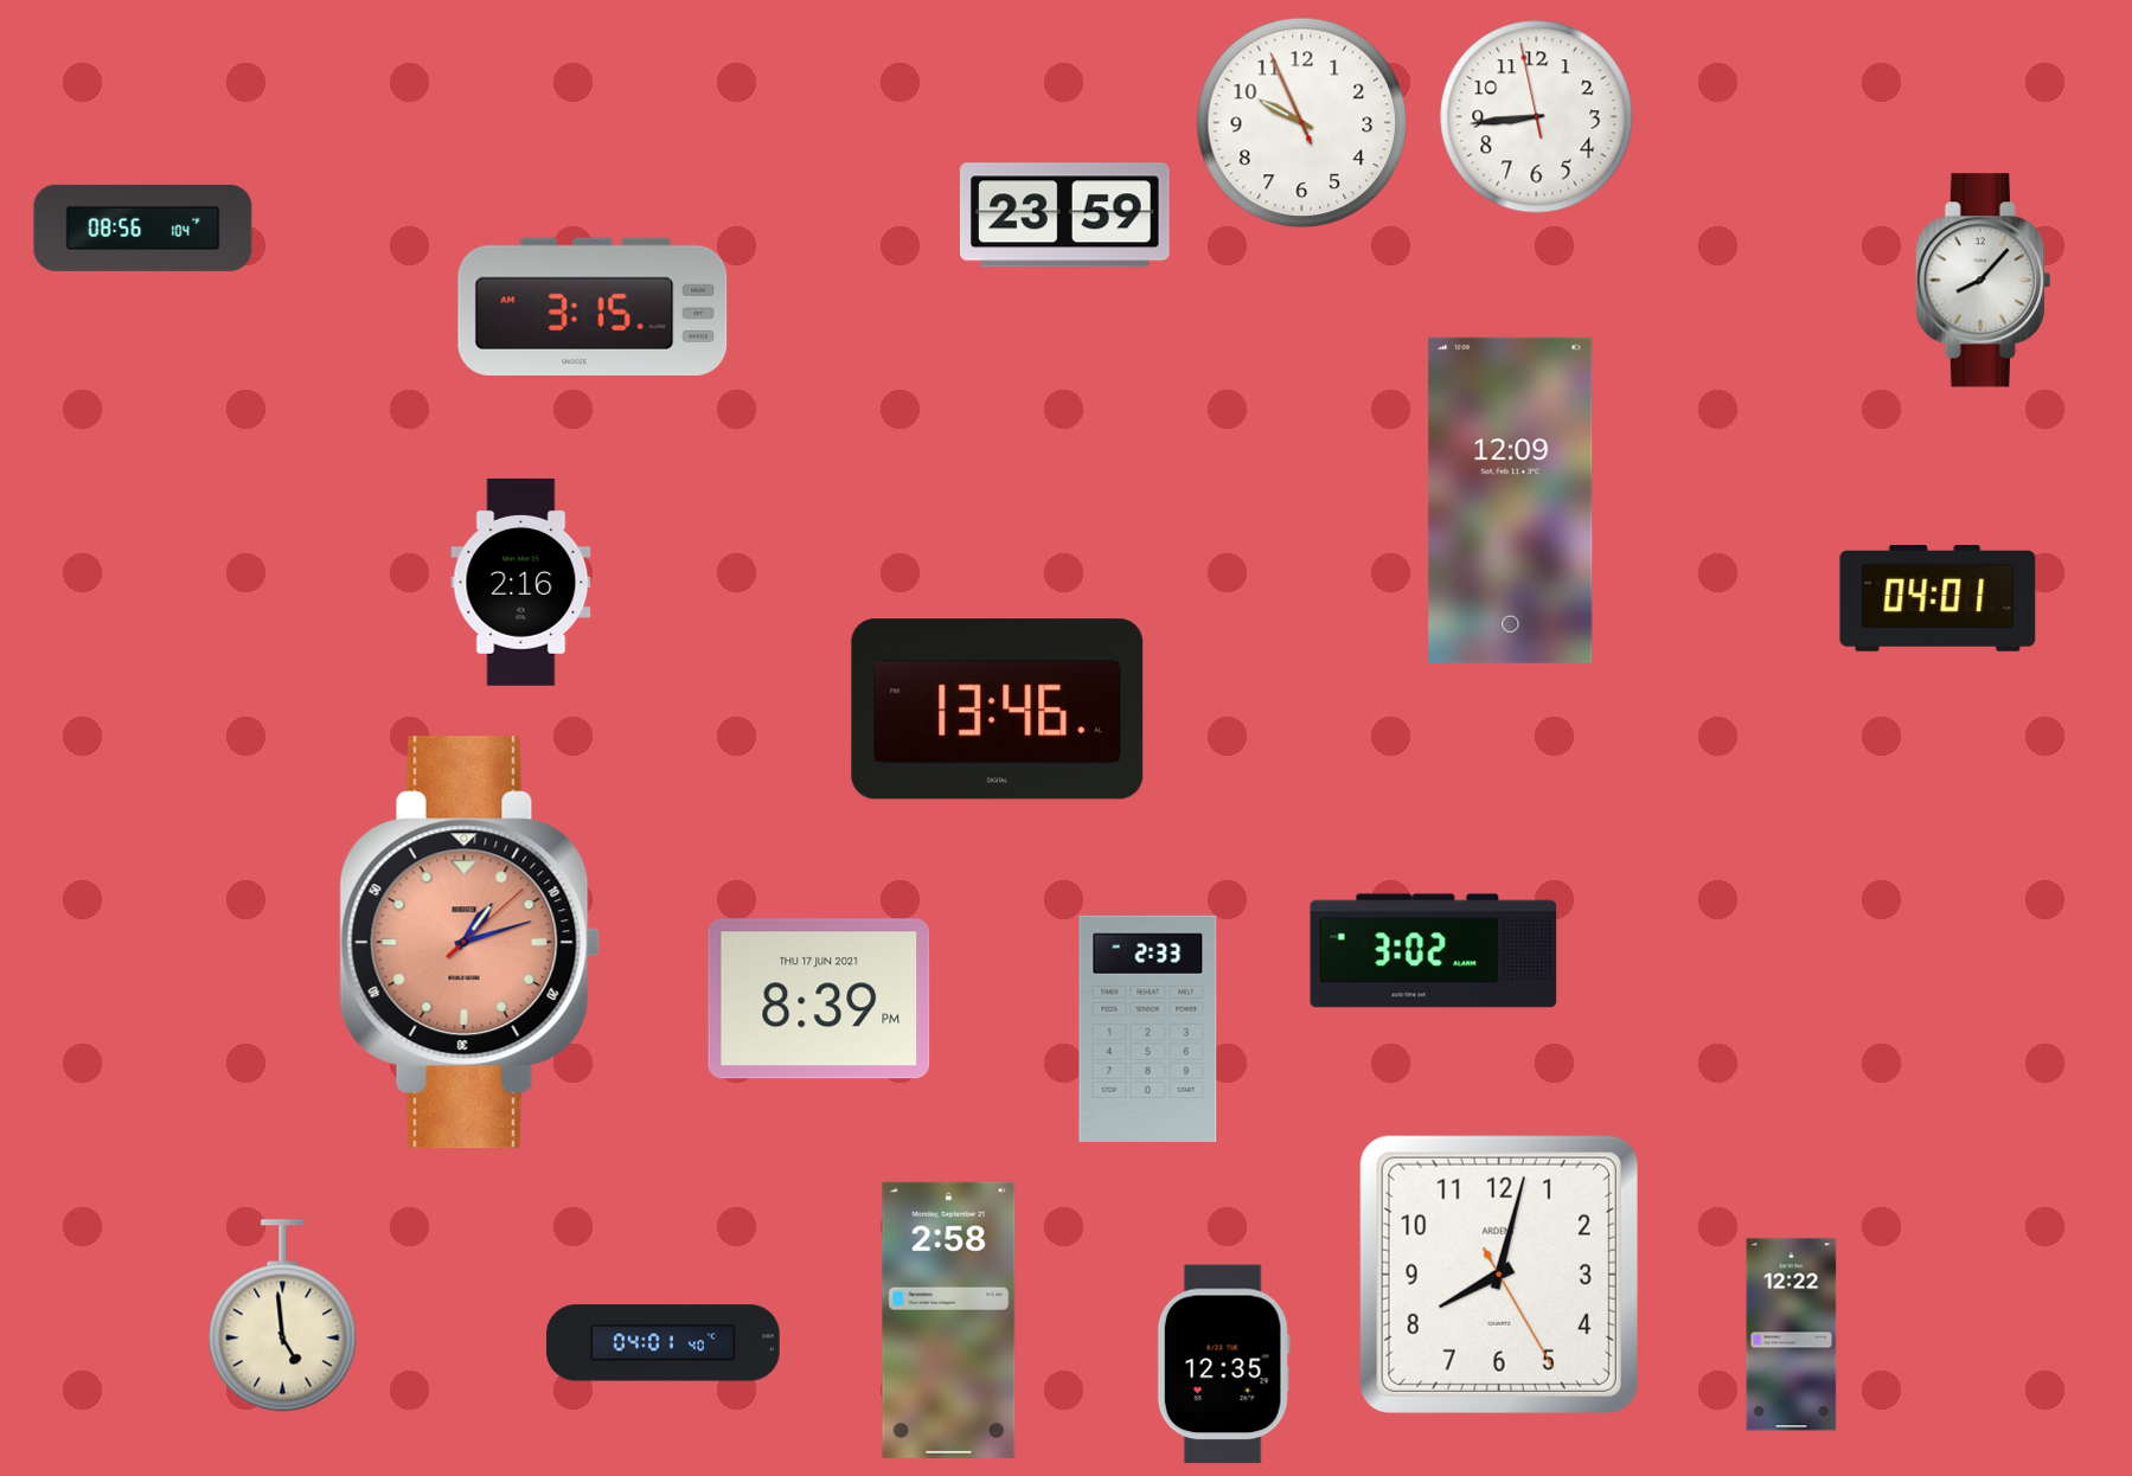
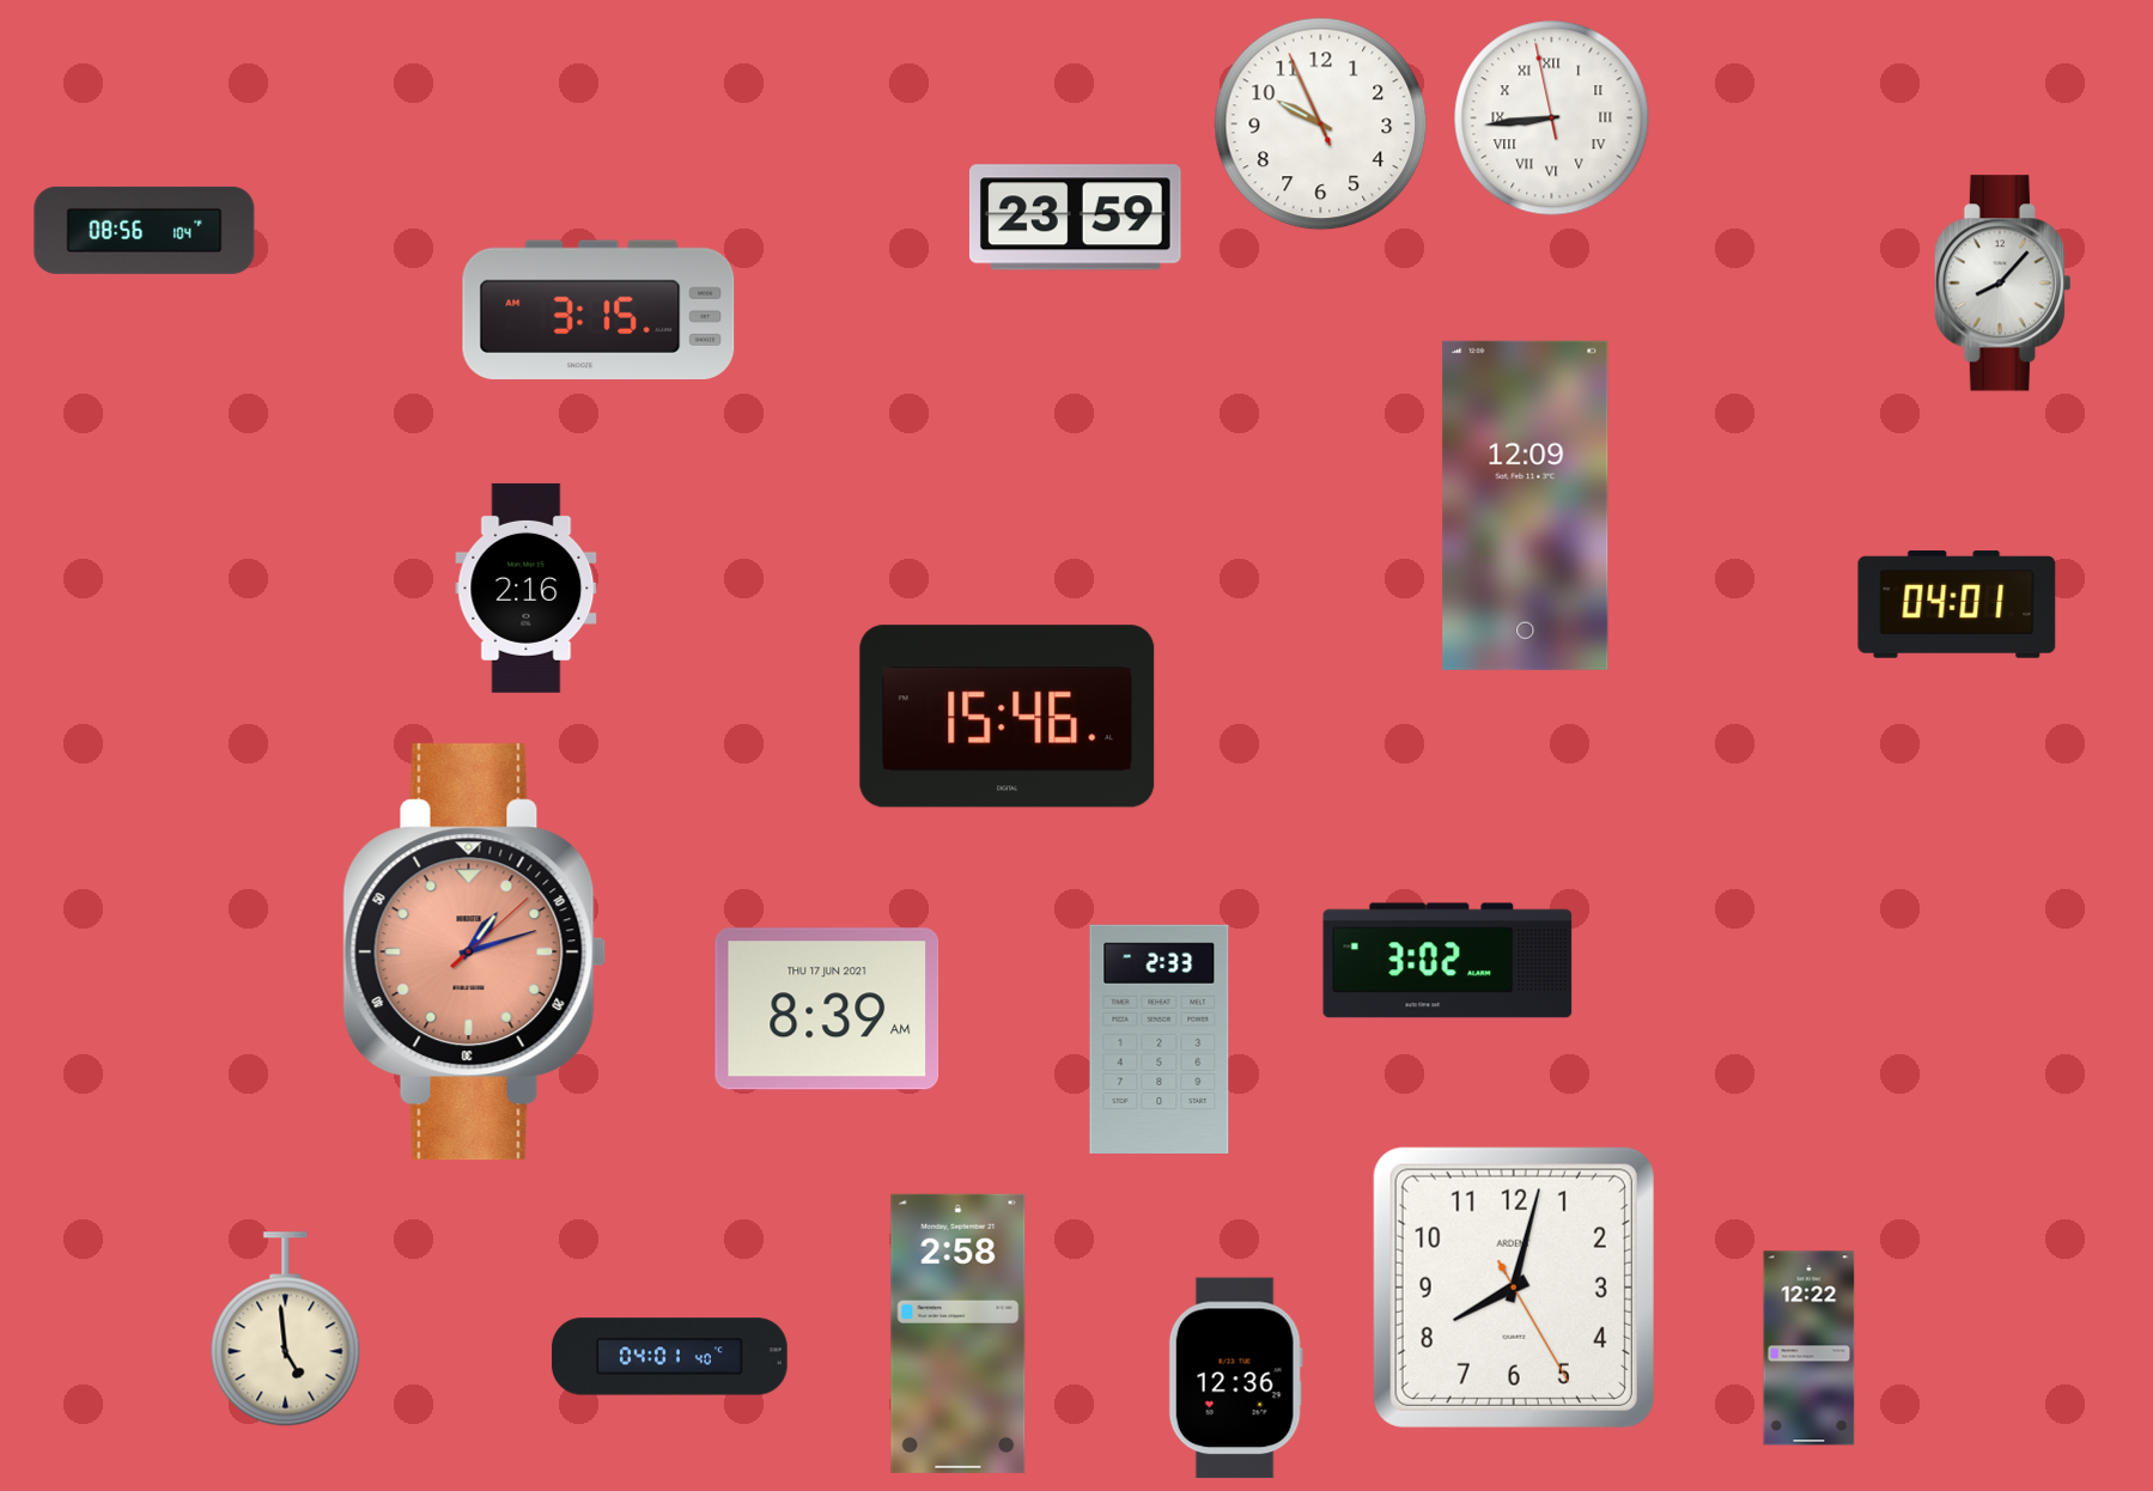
clock at (1537, 117) numerals: Arabic -> Roman
clock at (1302, 123) position: (1302, 123) -> (1321, 124)
clock at (998, 710): 13:46 -> 15:46
clock at (819, 999): 8:39 PM -> 8:39 AM
clock at (1223, 1365): 12:35 -> 12:36
